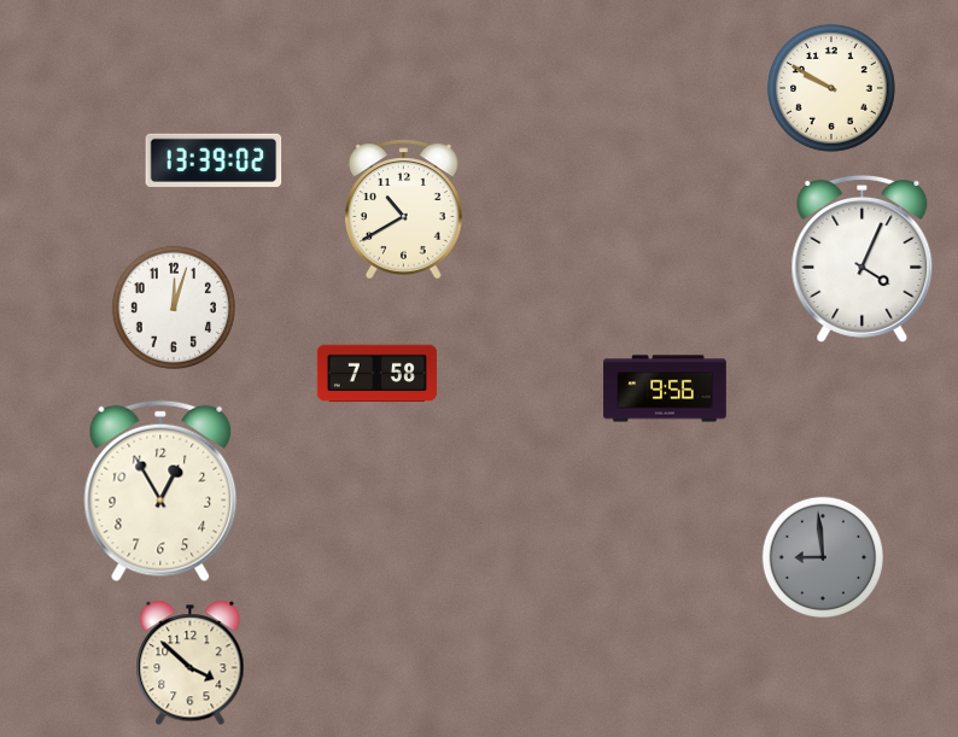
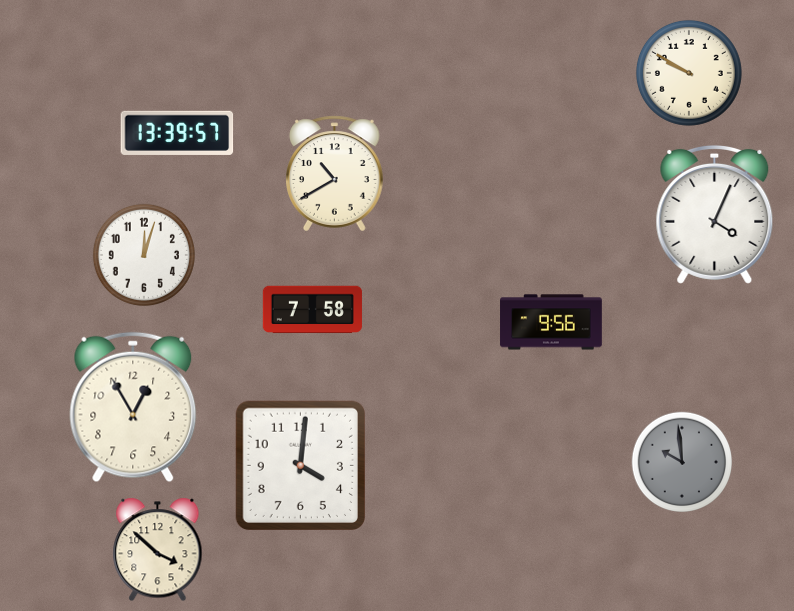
clock at (214, 160): 13:39:02 -> 13:39:57
clock at (822, 557): 8:59 -> 9:59
clock at (300, 465): none -> 4:01
